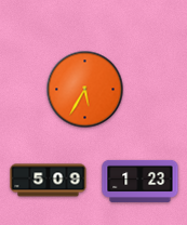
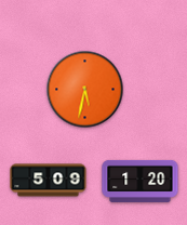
clock at (85, 90): 5:35 -> 5:32
clock at (141, 181): 1:23 -> 1:20
